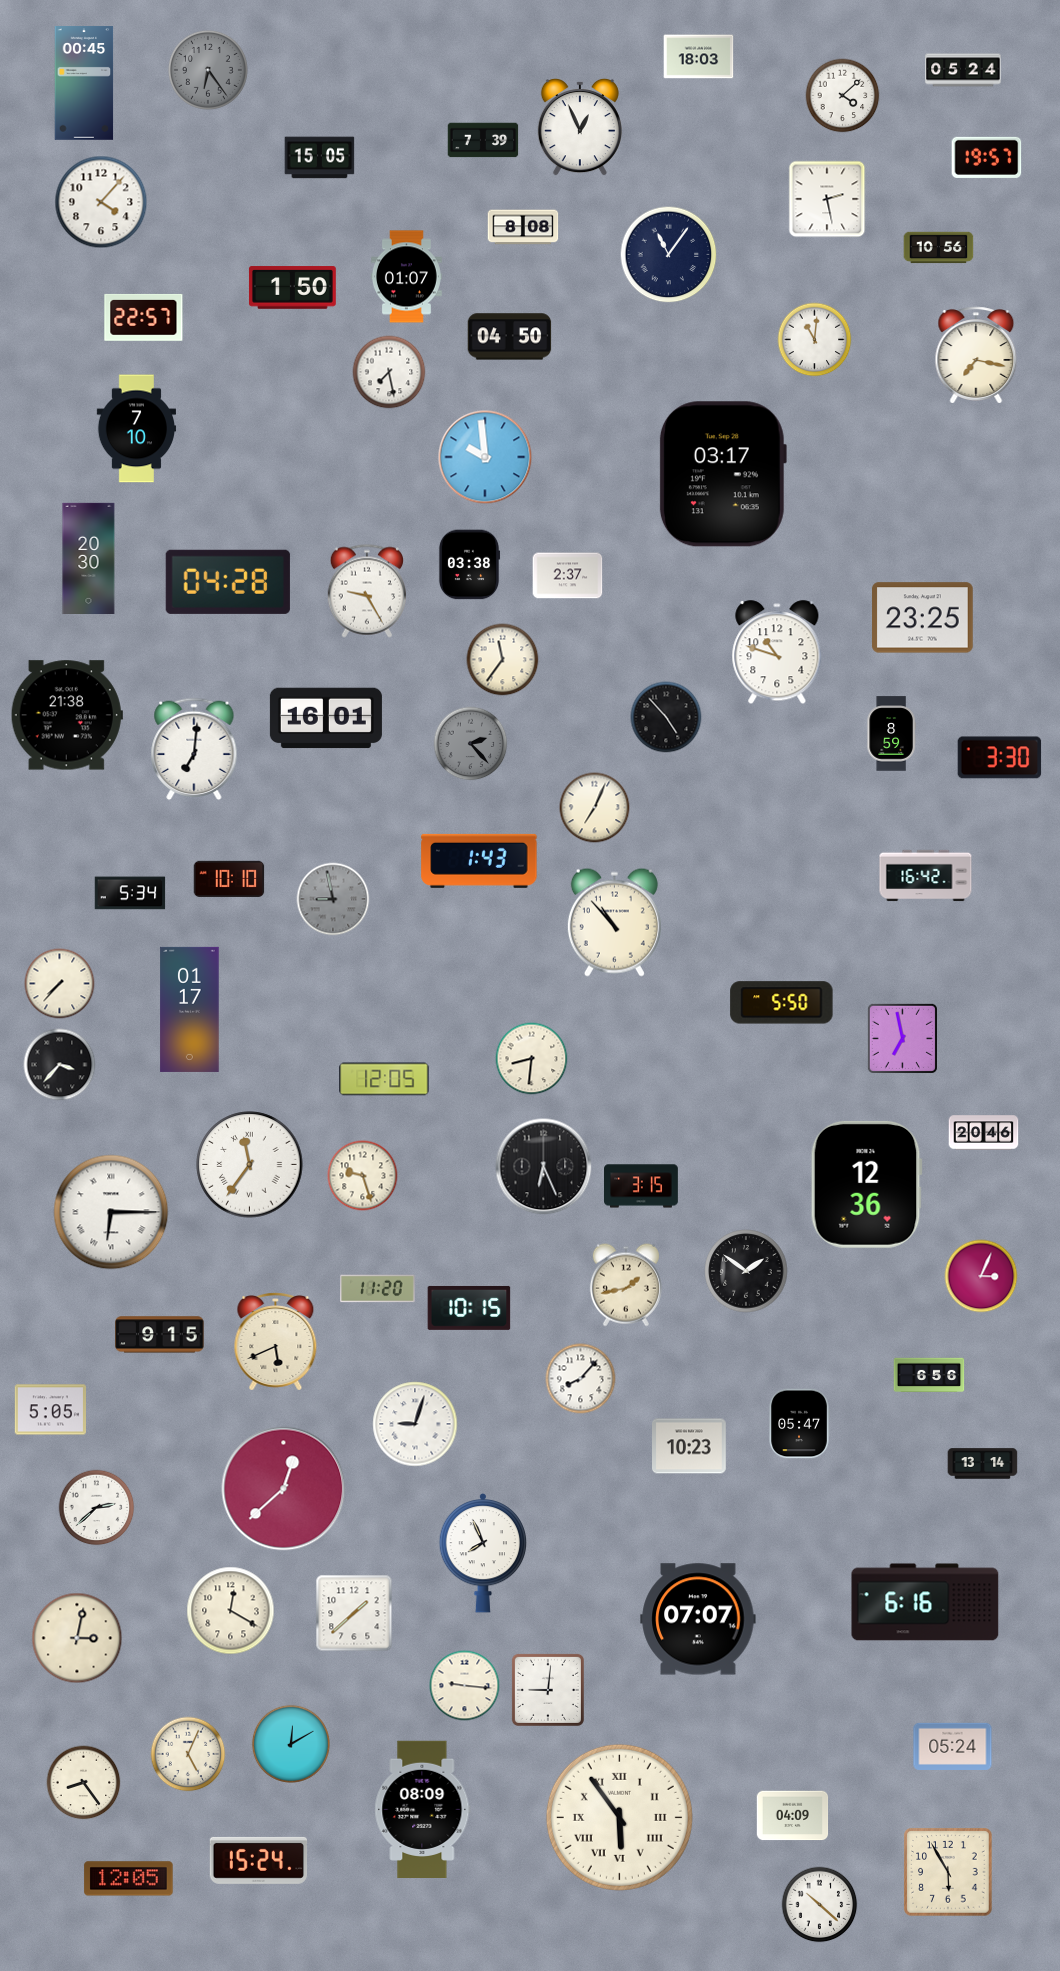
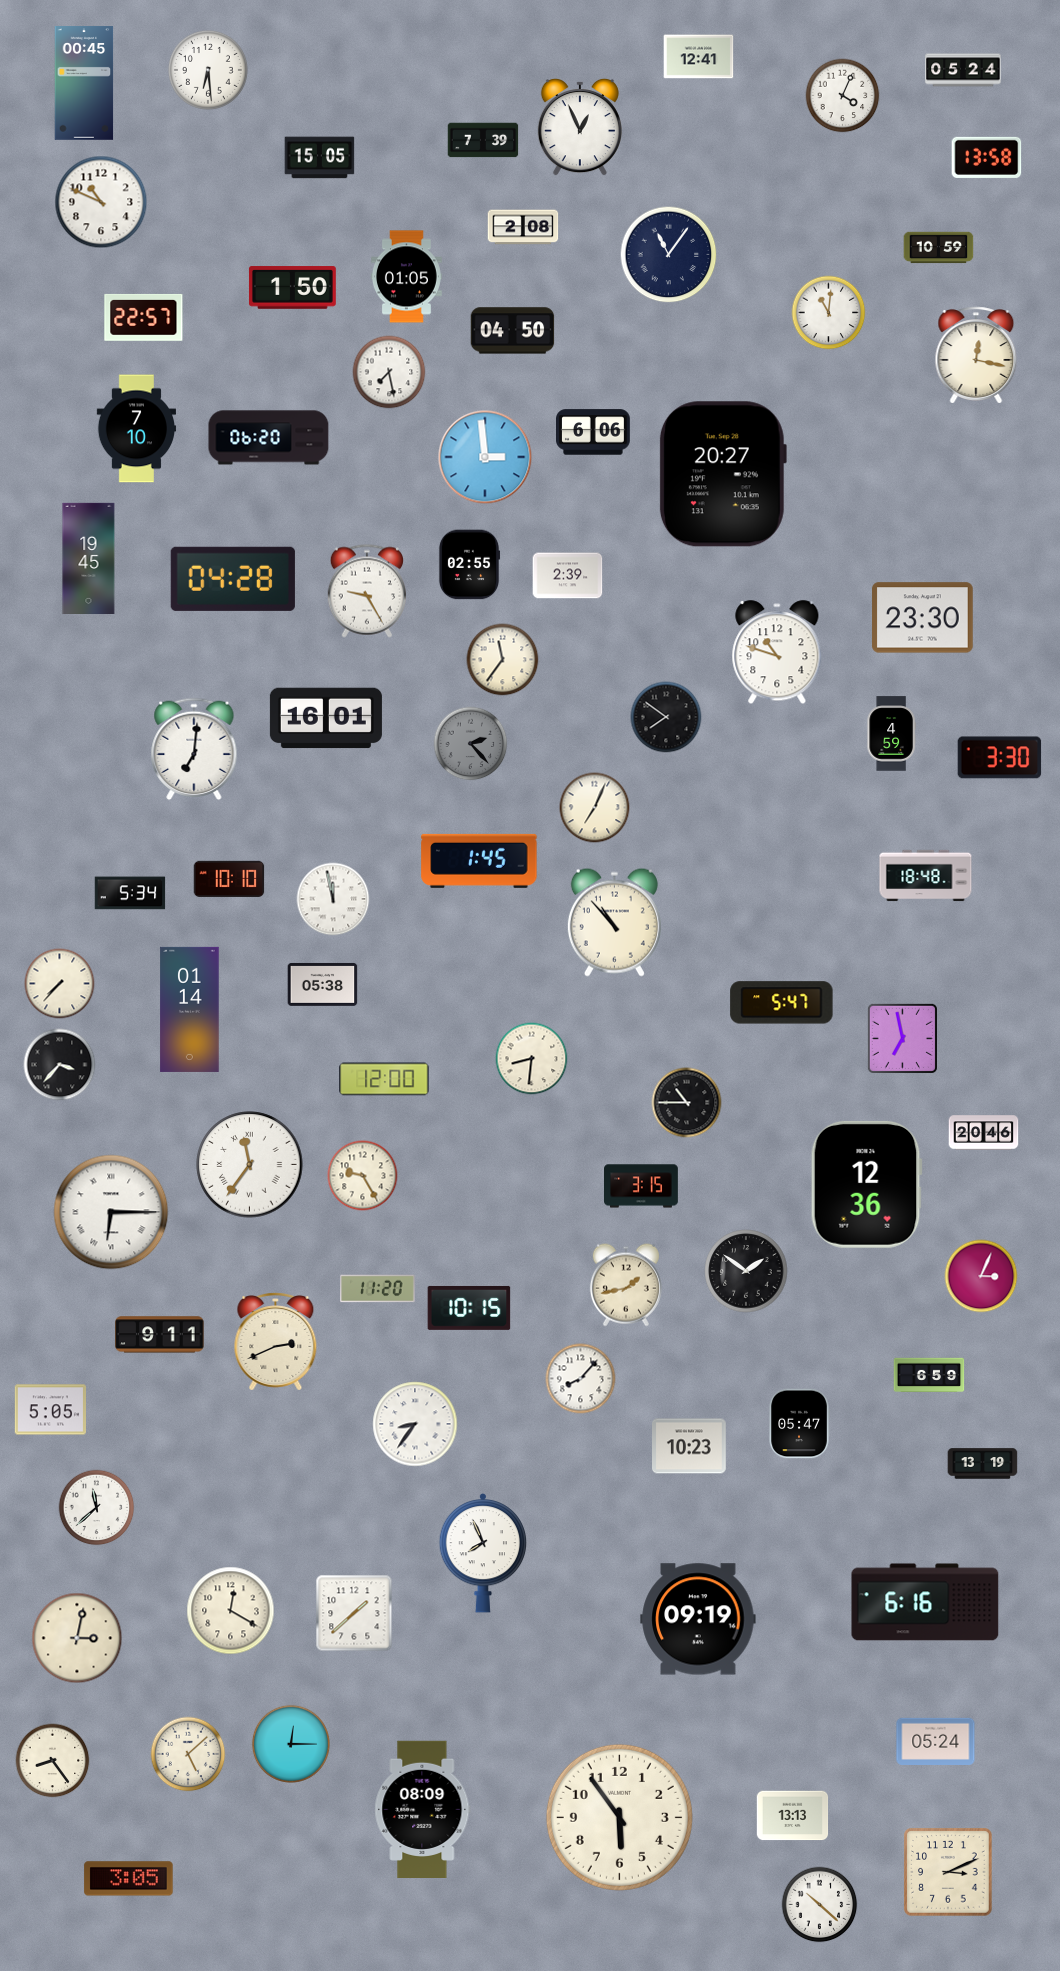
clock at (699, 57): 18:03 -> 12:41
clock at (208, 70): 6:24 -> 6:29
clock at (208, 70) dial: grey -> white
clock at (843, 96): 4:08 -> 4:04
clock at (987, 157): 19:57 -> 13:58
clock at (827, 199): 2:28 -> none
clock at (101, 202): 4:07 -> 10:49
clock at (523, 227): 8:08 -> 2:08
clock at (939, 248): 10:56 -> 10:59
clock at (406, 277): 01:07 -> 01:05
clock at (510, 337) position: (510, 337) -> (513, 331)
clock at (815, 340) position: (815, 340) -> (829, 313)
clock at (976, 355): 7:17 -> 12:17
clock at (594, 432): none -> 6:06
clock at (269, 438): none -> 06:20
clock at (485, 457): 9:59 -> 2:59
clock at (723, 474): 03:17 -> 20:27
clock at (89, 558): 20:30 -> 19:45
clock at (469, 565): 03:38 -> 02:55
clock at (568, 576): 2:37 -> 2:39
clock at (228, 582) position: (228, 582) -> (233, 579)
clock at (923, 618): 23:25 -> 23:30
clock at (67, 715): 21:38 -> none
clock at (666, 717): 4:53 -> 7:51
clock at (891, 734): 8:59 -> 4:59
clock at (479, 861): 1:43 -> 1:45
clock at (926, 876): 16:42 -> 18:48
clock at (333, 899): 8:58 -> 11:58
clock at (333, 899) dial: grey -> white
clock at (323, 984): none -> 05:38
clock at (782, 1003): 5:50 -> 5:47
clock at (190, 1009): 01:17 -> 01:14
clock at (384, 1079): 12:05 -> 12:00
clock at (687, 1103): none -> 10:45
clock at (544, 1167): 6:26 -> none
clock at (363, 1176): 9:27 -> 9:25
clock at (160, 1335): 9:15 -> 9:11
clock at (276, 1342): 5:41 -> 2:41
clock at (929, 1375): 6:56 -> 6:59
clock at (415, 1424): 9:03 -> 8:36
clock at (983, 1464): 13:14 -> 13:19
clock at (284, 1489): 12:38 -> none
clock at (97, 1508): 2:38 -> 11:38
clock at (698, 1619): 07:07 -> 09:19
clock at (465, 1686): 9:16 -> none
clock at (548, 1690): 9:01 -> none
clock at (291, 1744): 12:10 -> 12:15
clock at (953, 1746) position: (953, 1746) -> (936, 1741)
clock at (188, 1754): 5:04 -> 5:08
clock at (84, 1783) position: (84, 1783) -> (53, 1761)
clock at (793, 1816): 04:09 -> 13:13
clock at (619, 1817) numerals: Roman -> Arabic
clock at (259, 1860): 15:24 -> none
clock at (948, 1872): 5:55 -> 3:11
clock at (129, 1879): 12:05 -> 3:05
